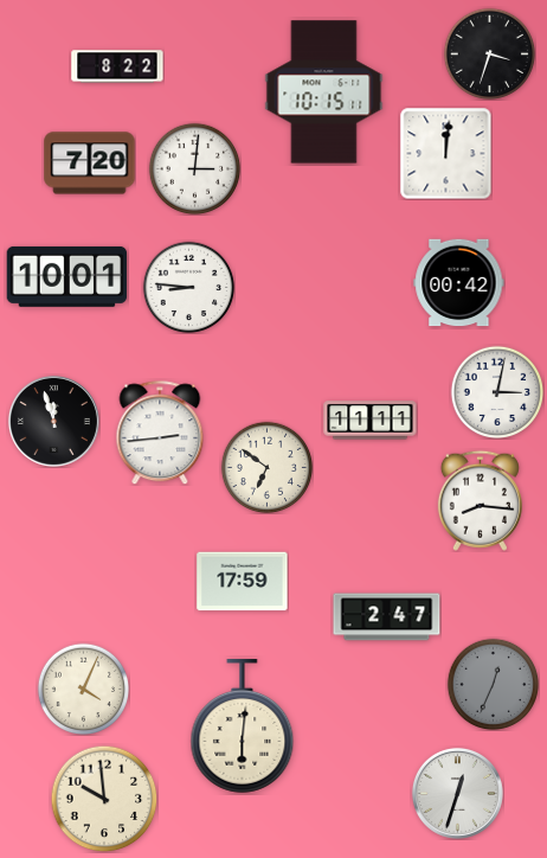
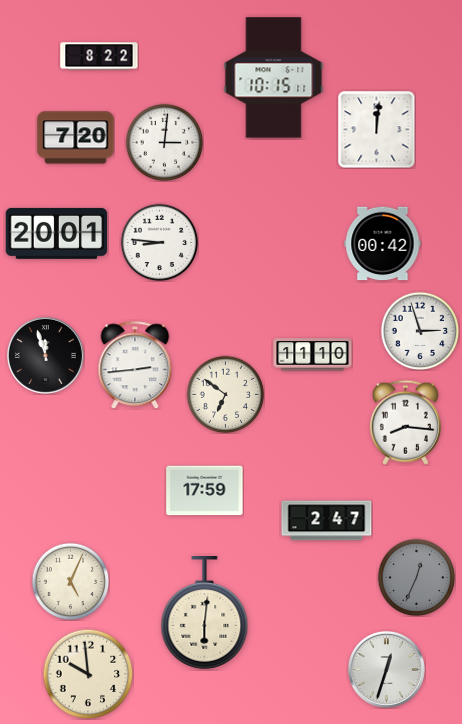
clock at (489, 53): 3:33 -> none
clock at (67, 276): 10:01 -> 20:01
clock at (459, 283) position: (459, 283) -> (383, 244)
clock at (497, 392): 3:02 -> 2:57
clock at (371, 421): 11:11 -> 11:10
clock at (83, 689): 4:04 -> 5:04
